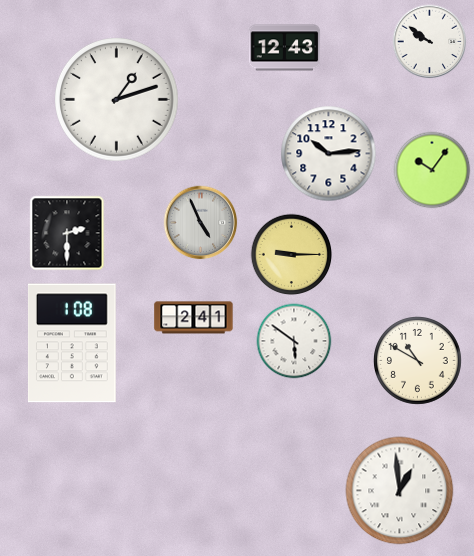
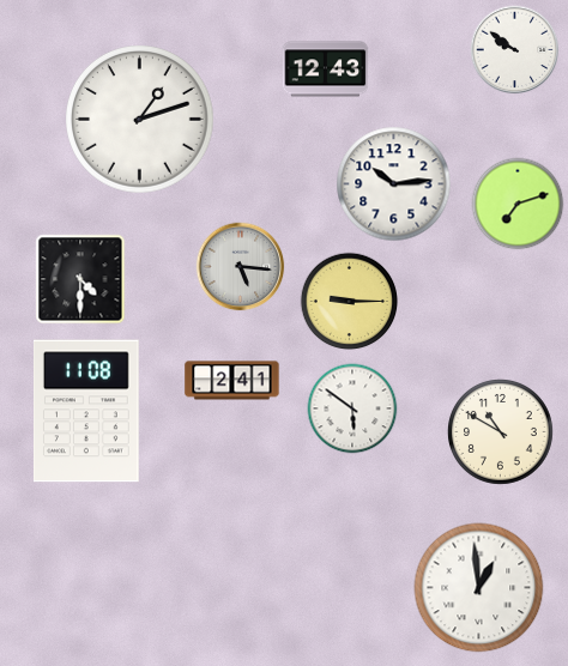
clock at (285, 48) position: (285, 48) -> (326, 69)
clock at (432, 170): 10:06 -> 7:12
clock at (201, 223): 4:56 -> 5:16
clock at (67, 233): 2:30 -> 4:30
clock at (292, 255) position: (292, 255) -> (350, 302)
clock at (73, 343): 1:08 -> 11:08
